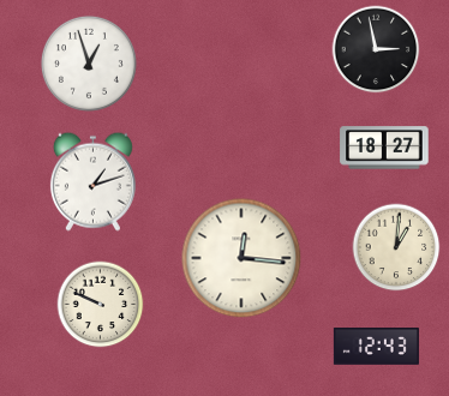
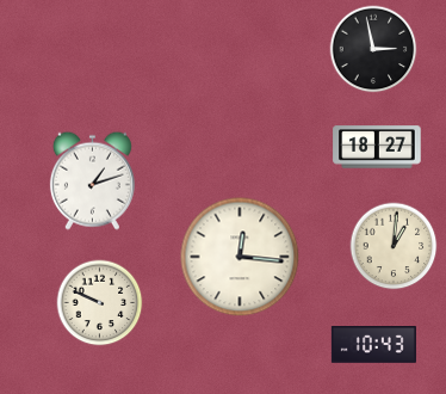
clock at (89, 64): 12:57 -> none
clock at (384, 148) position: (384, 148) -> (377, 147)
clock at (376, 347): 12:43 -> 10:43
